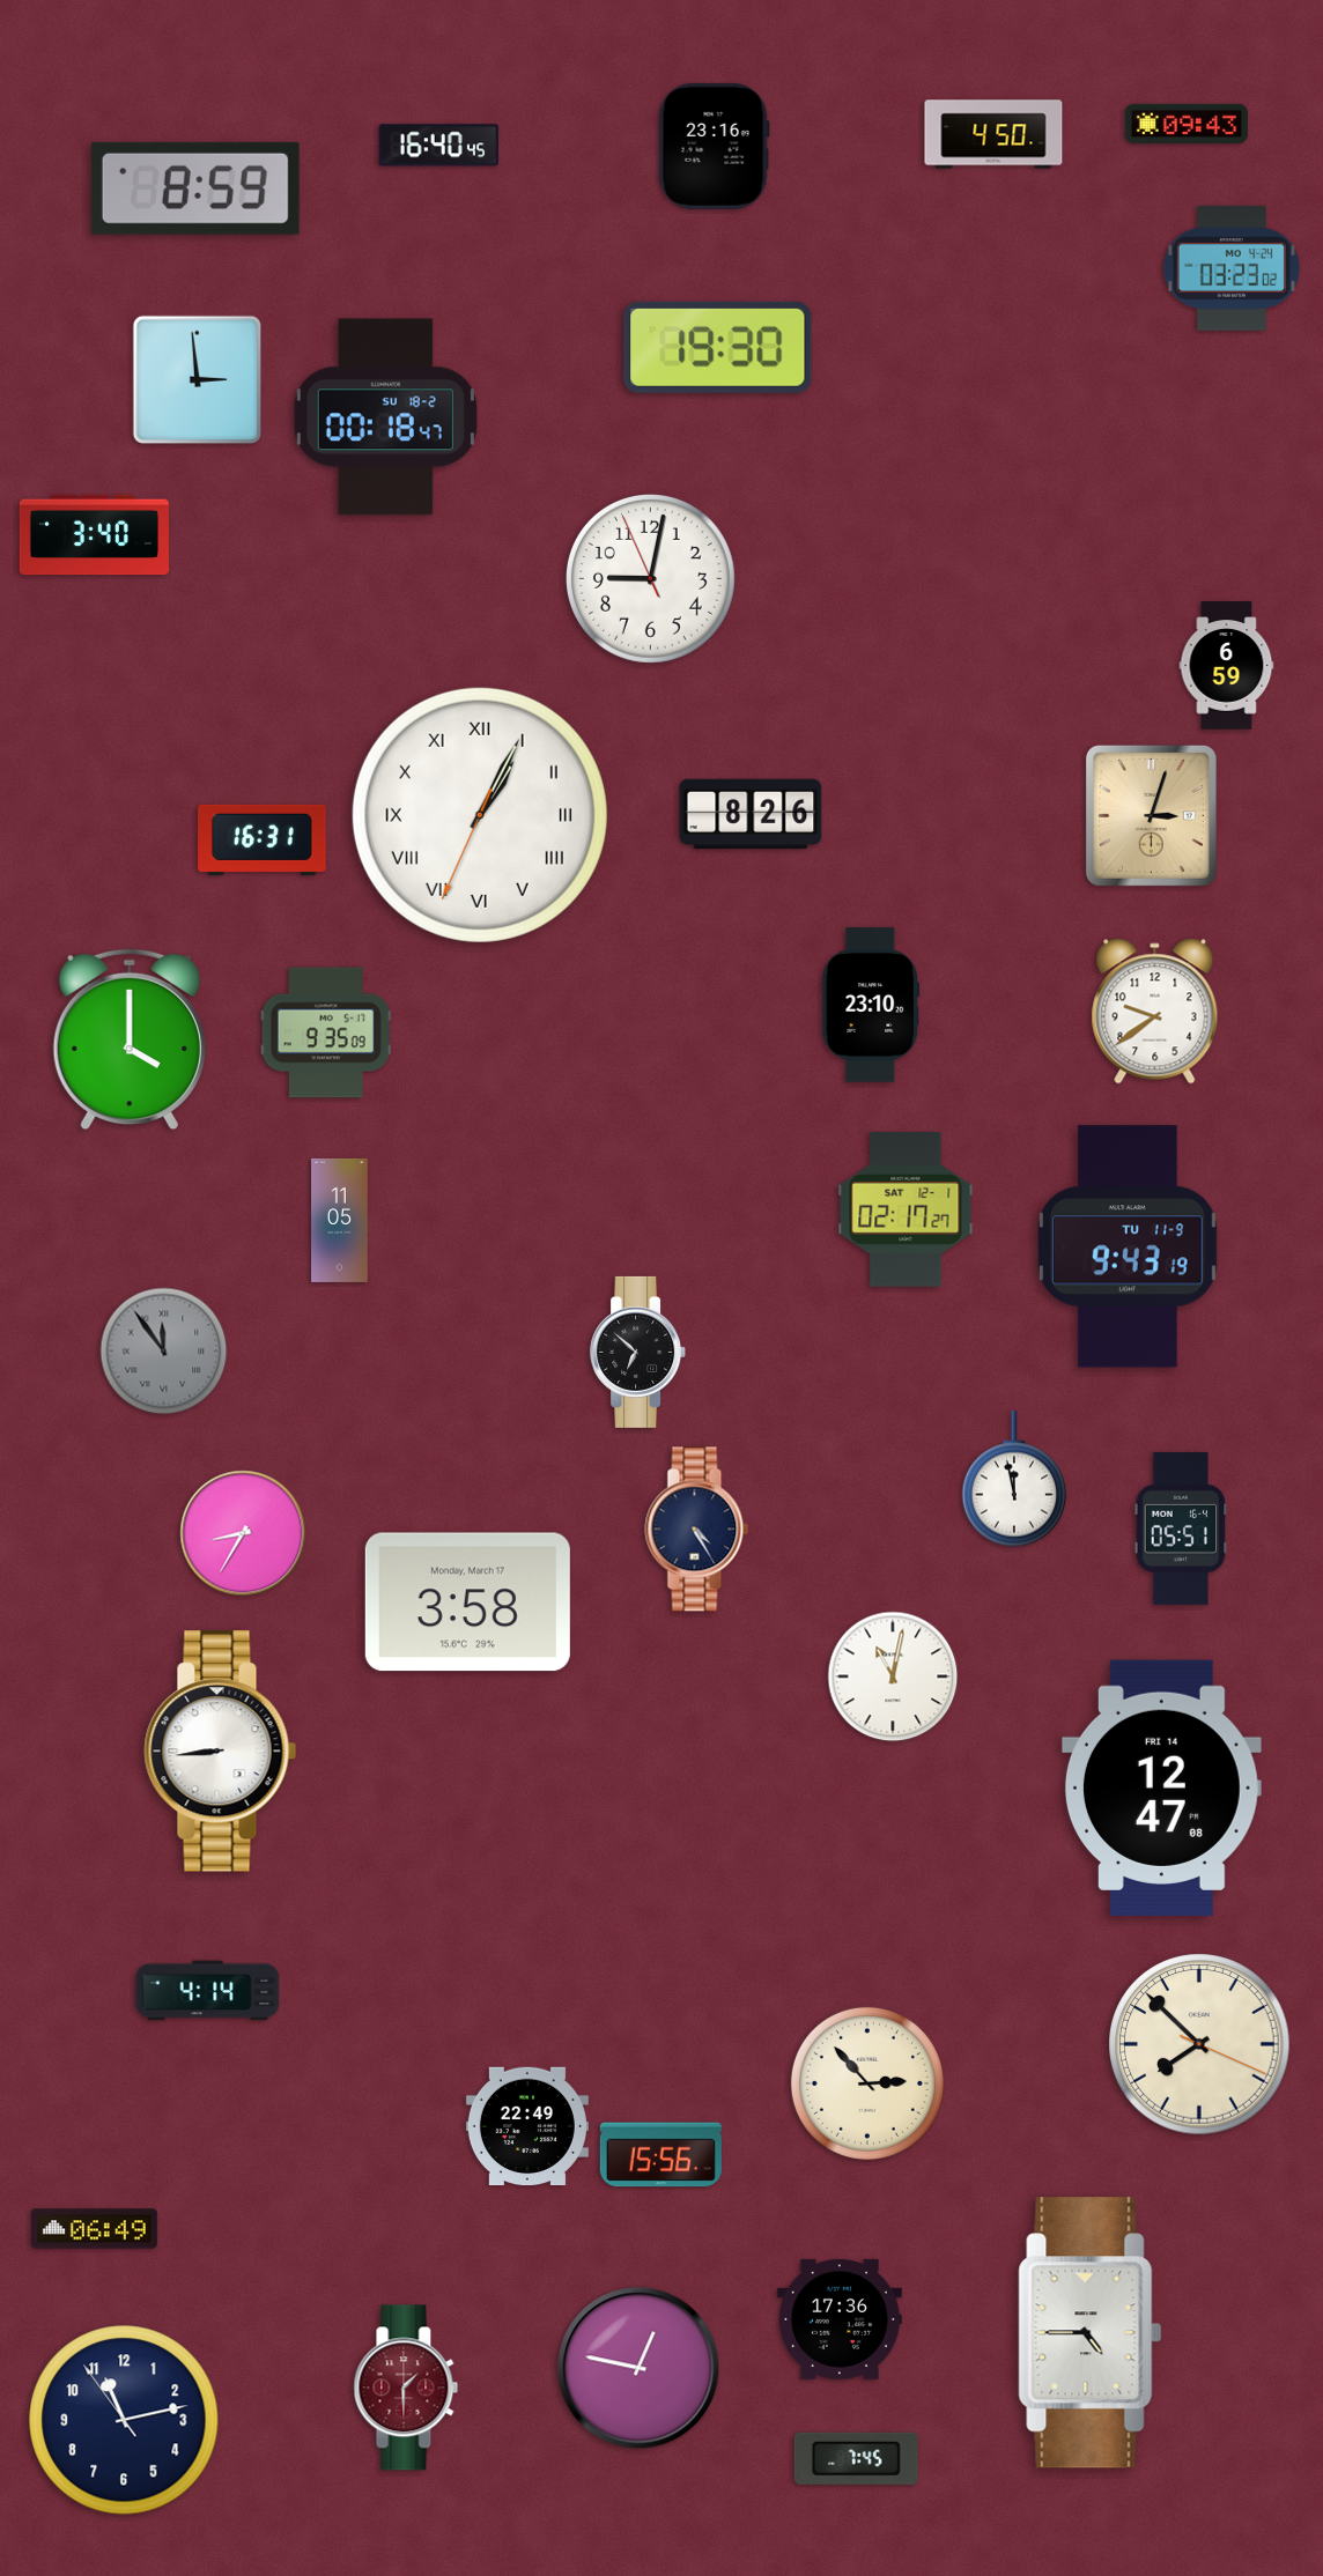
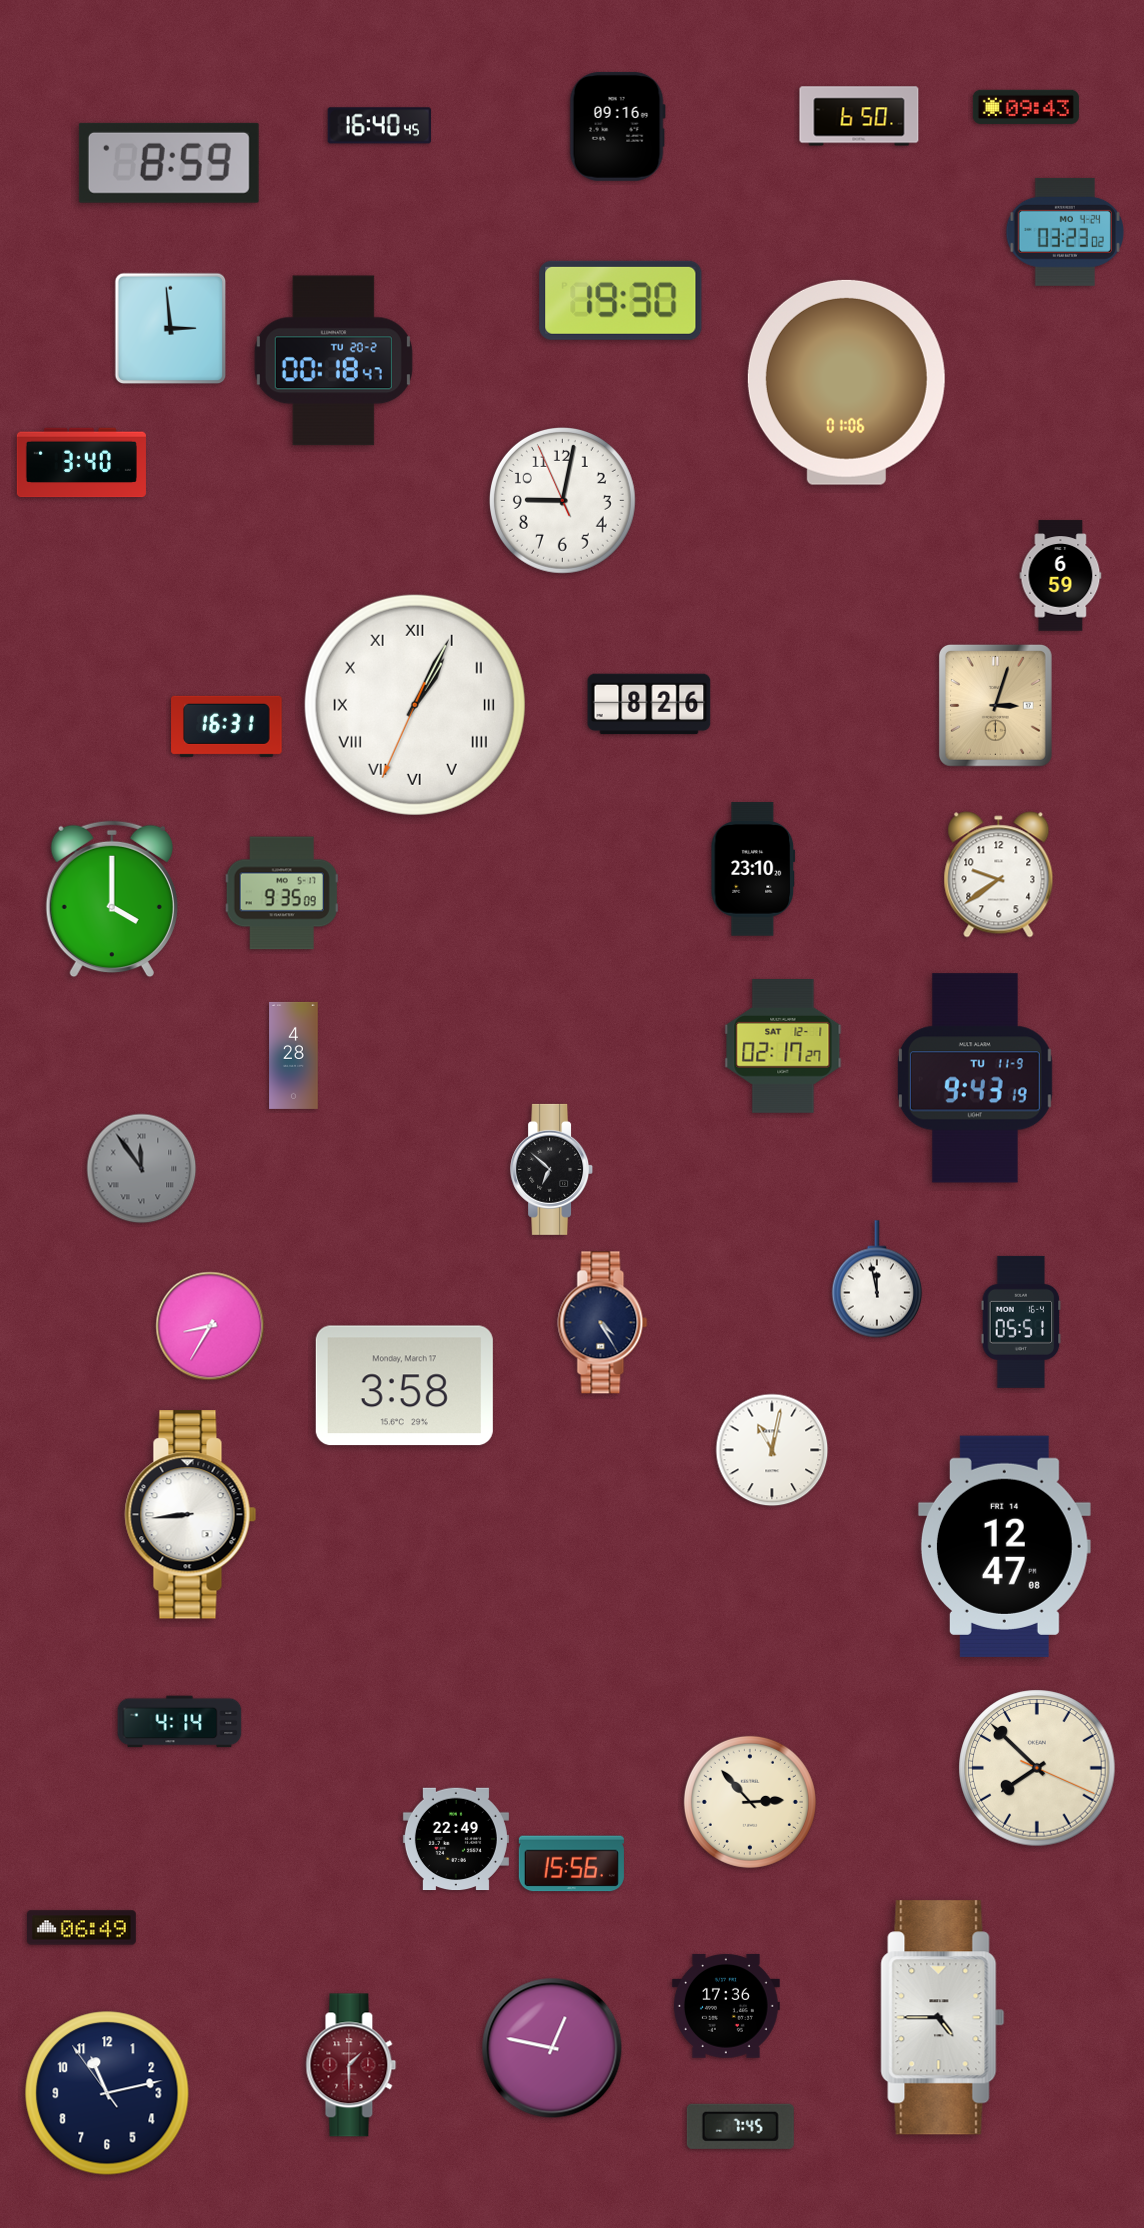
clock at (993, 134): 4:50 -> 6:50
clock at (714, 146): 23:16 -> 09:16
clock at (385, 417) date: SU 18-2 -> TU 20-2
clock at (846, 382): none -> 01:06
clock at (340, 1220): 11:05 -> 4:28
